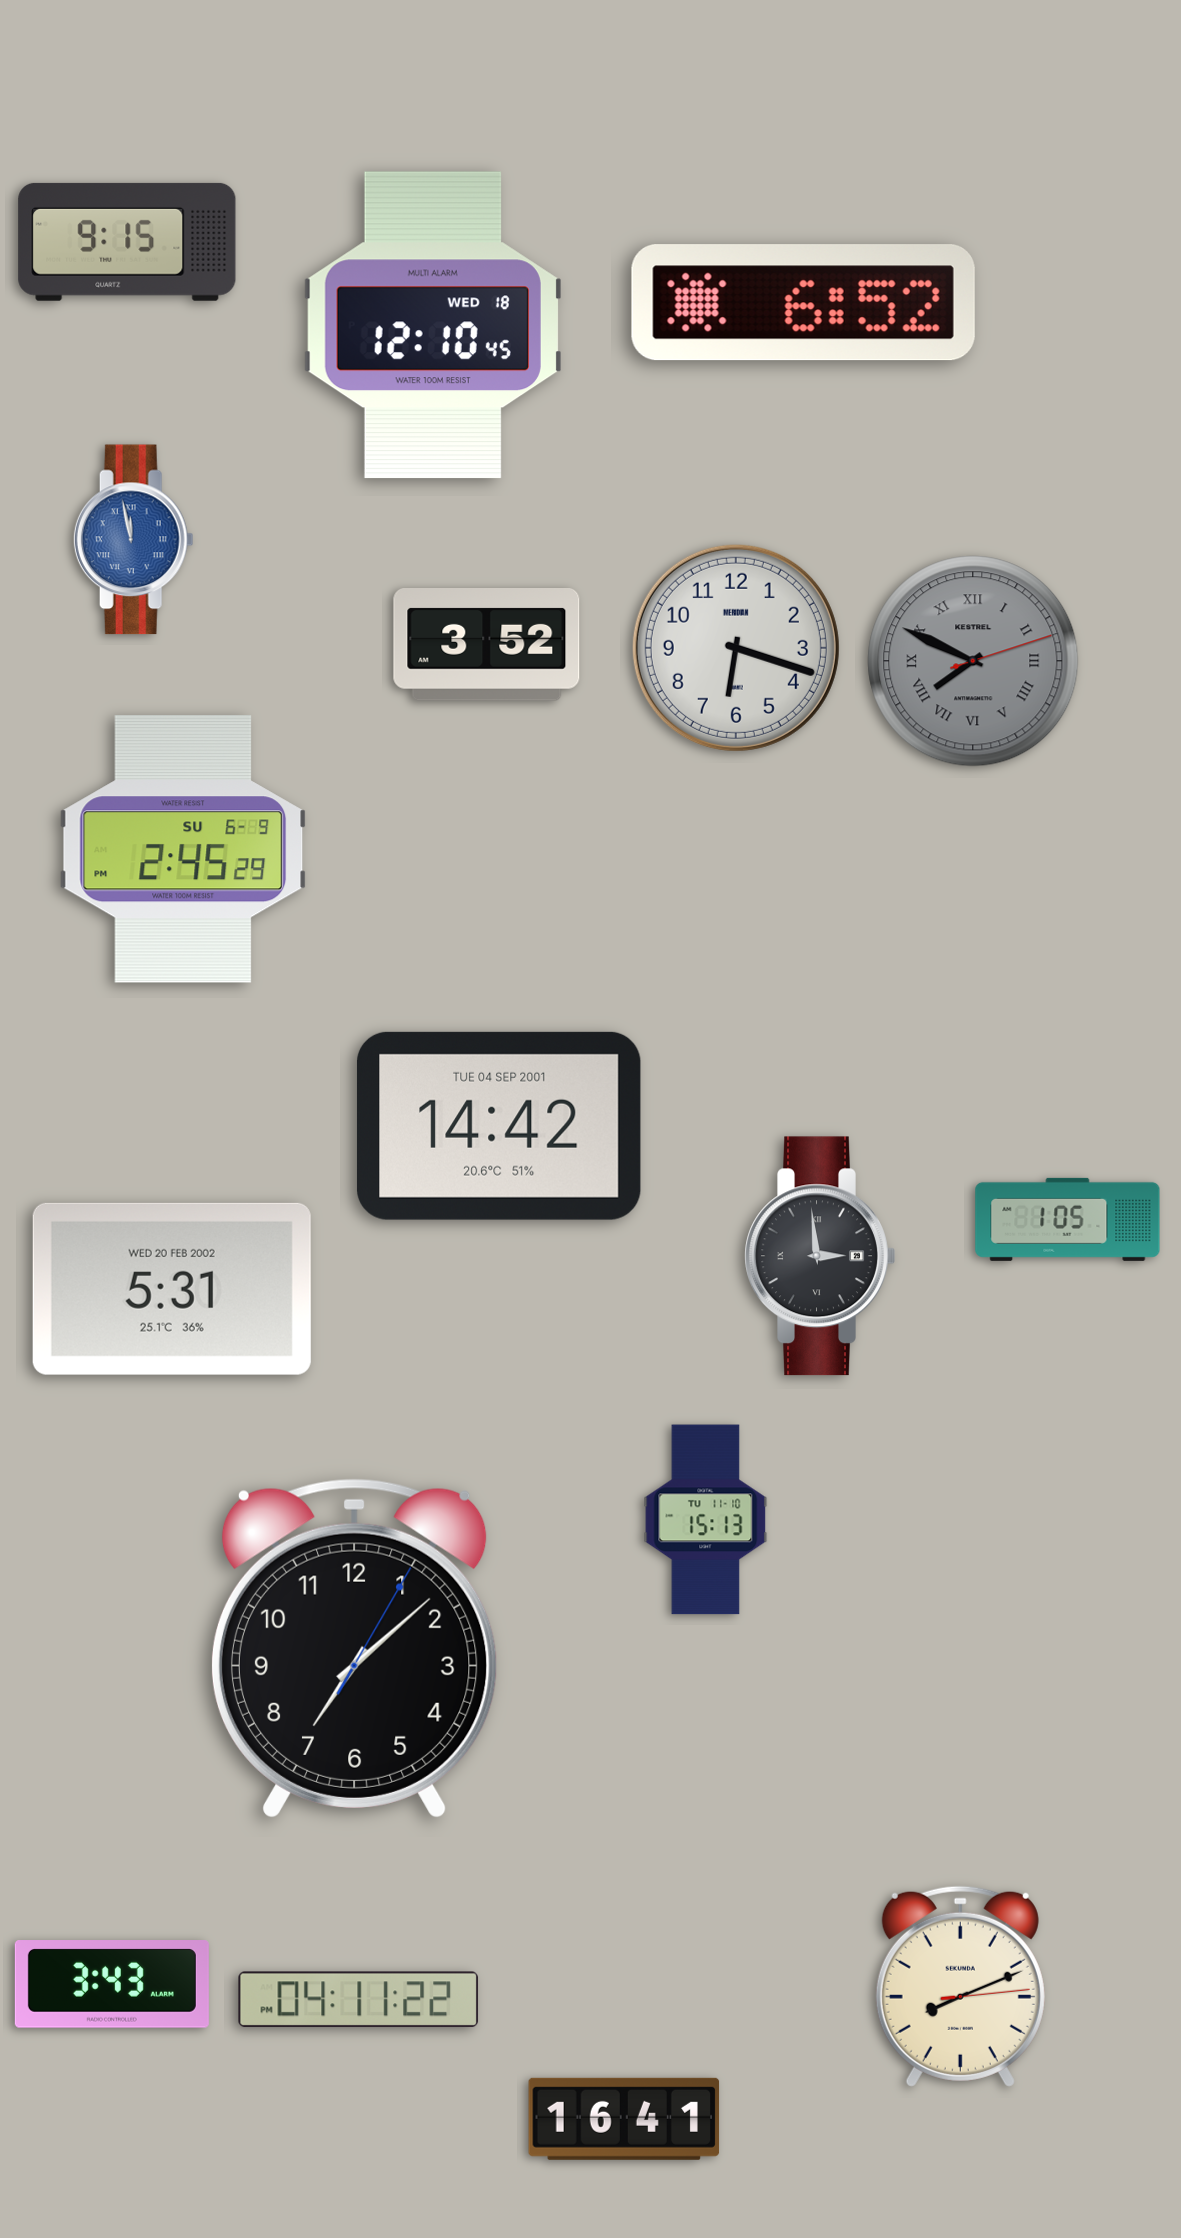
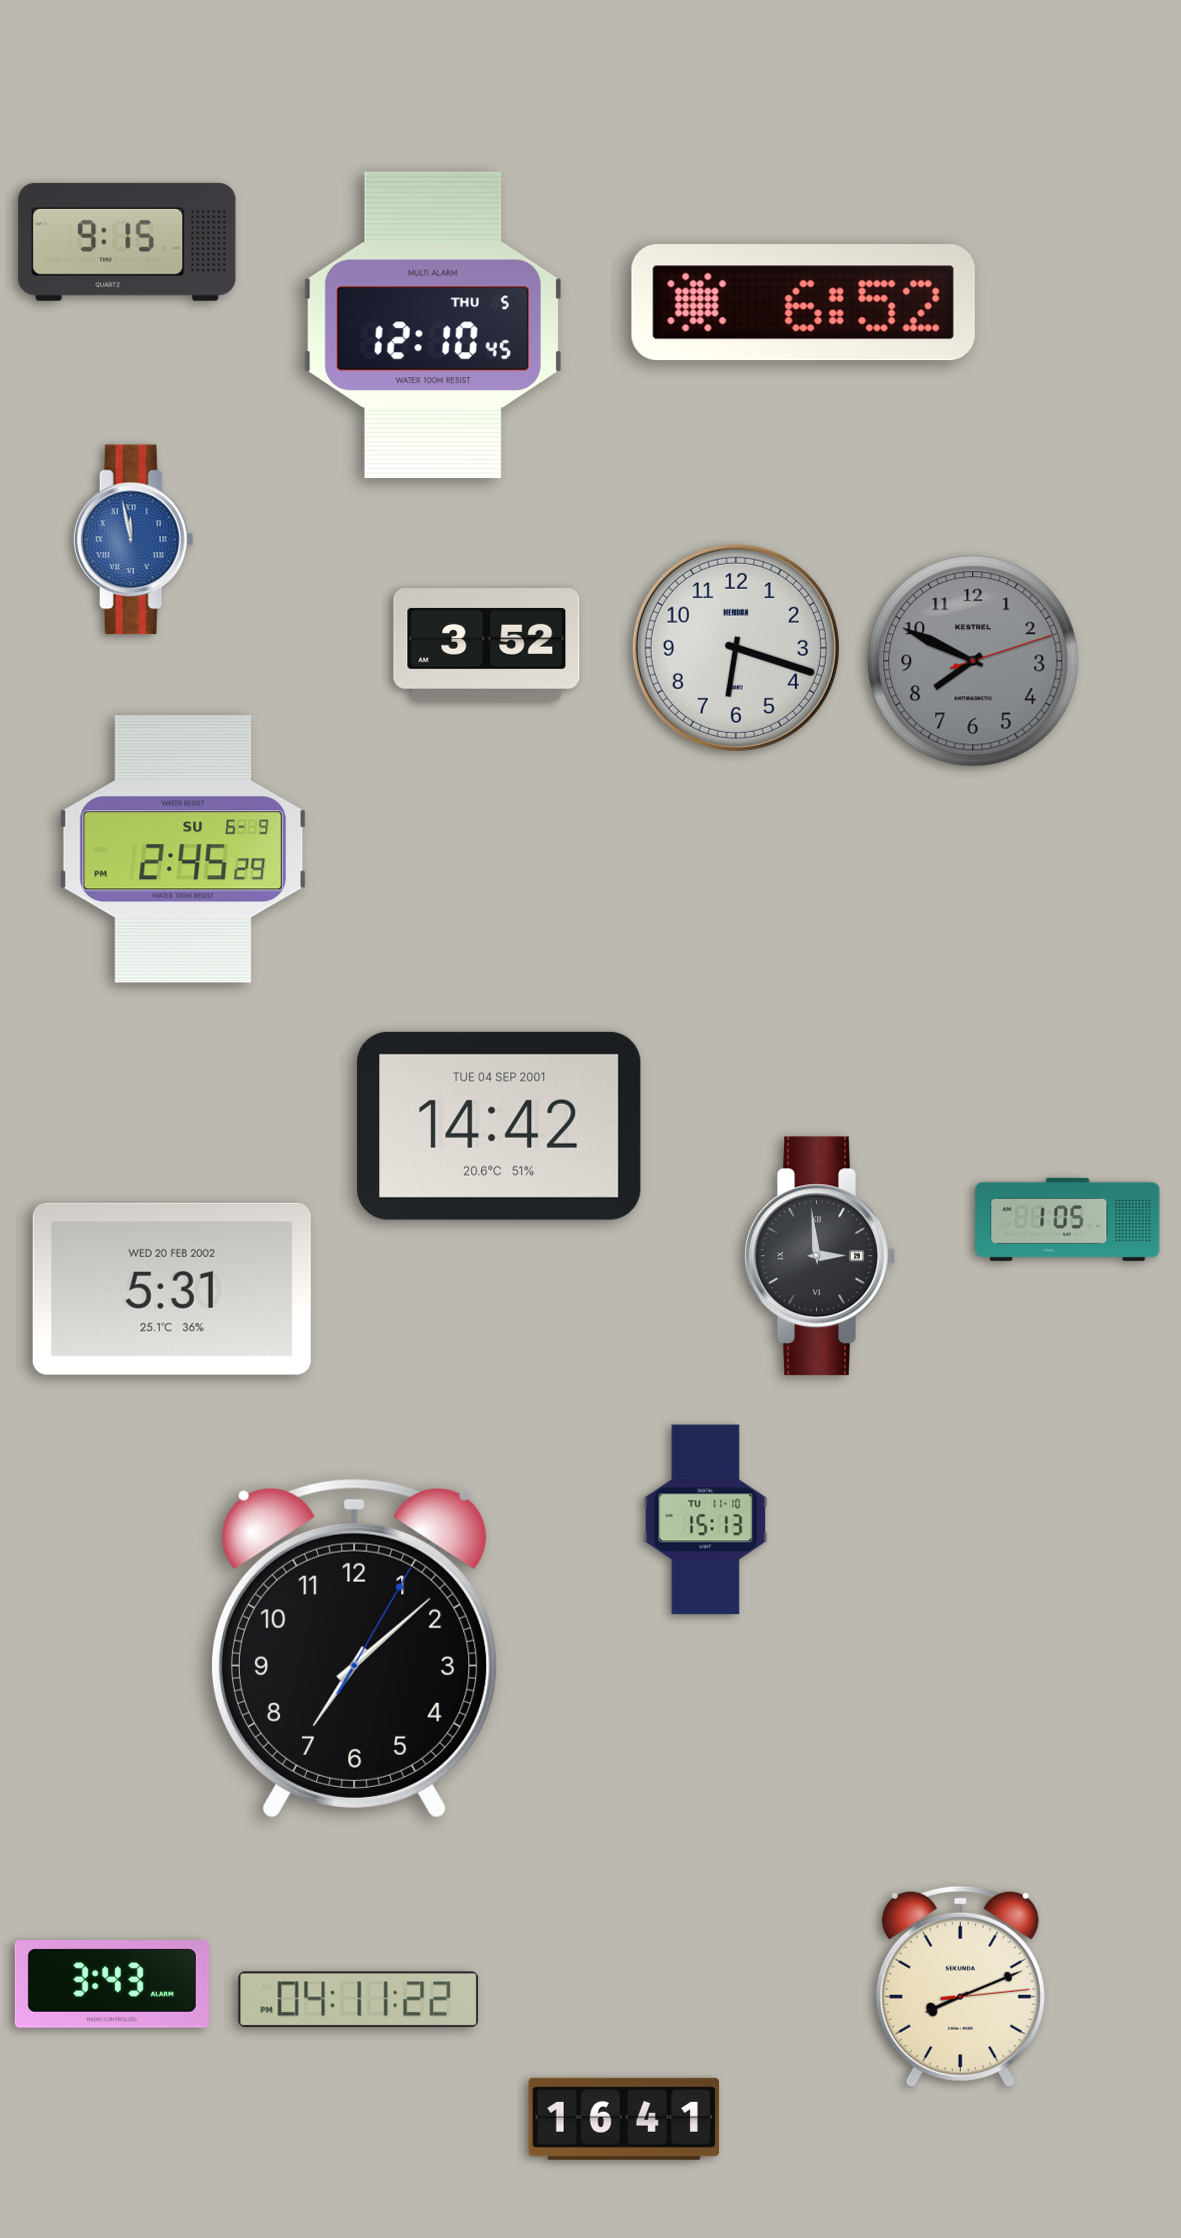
clock at (433, 325) date: WED 18 -> THU 5
clock at (973, 661) numerals: Roman -> Arabic
